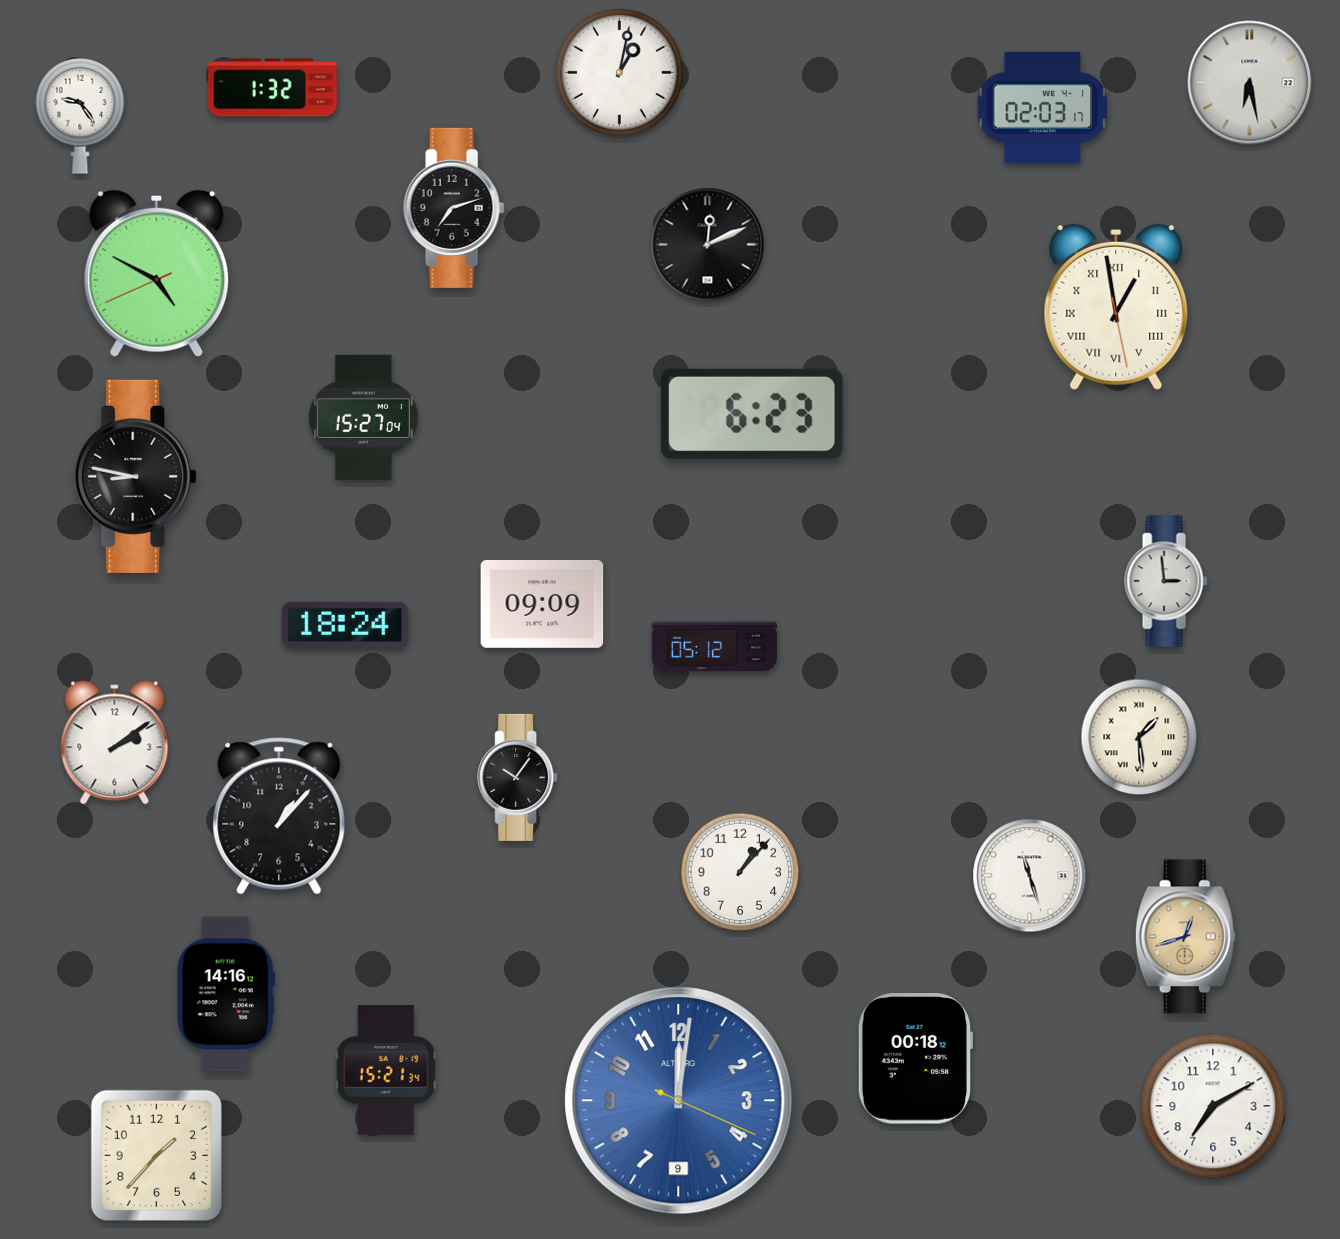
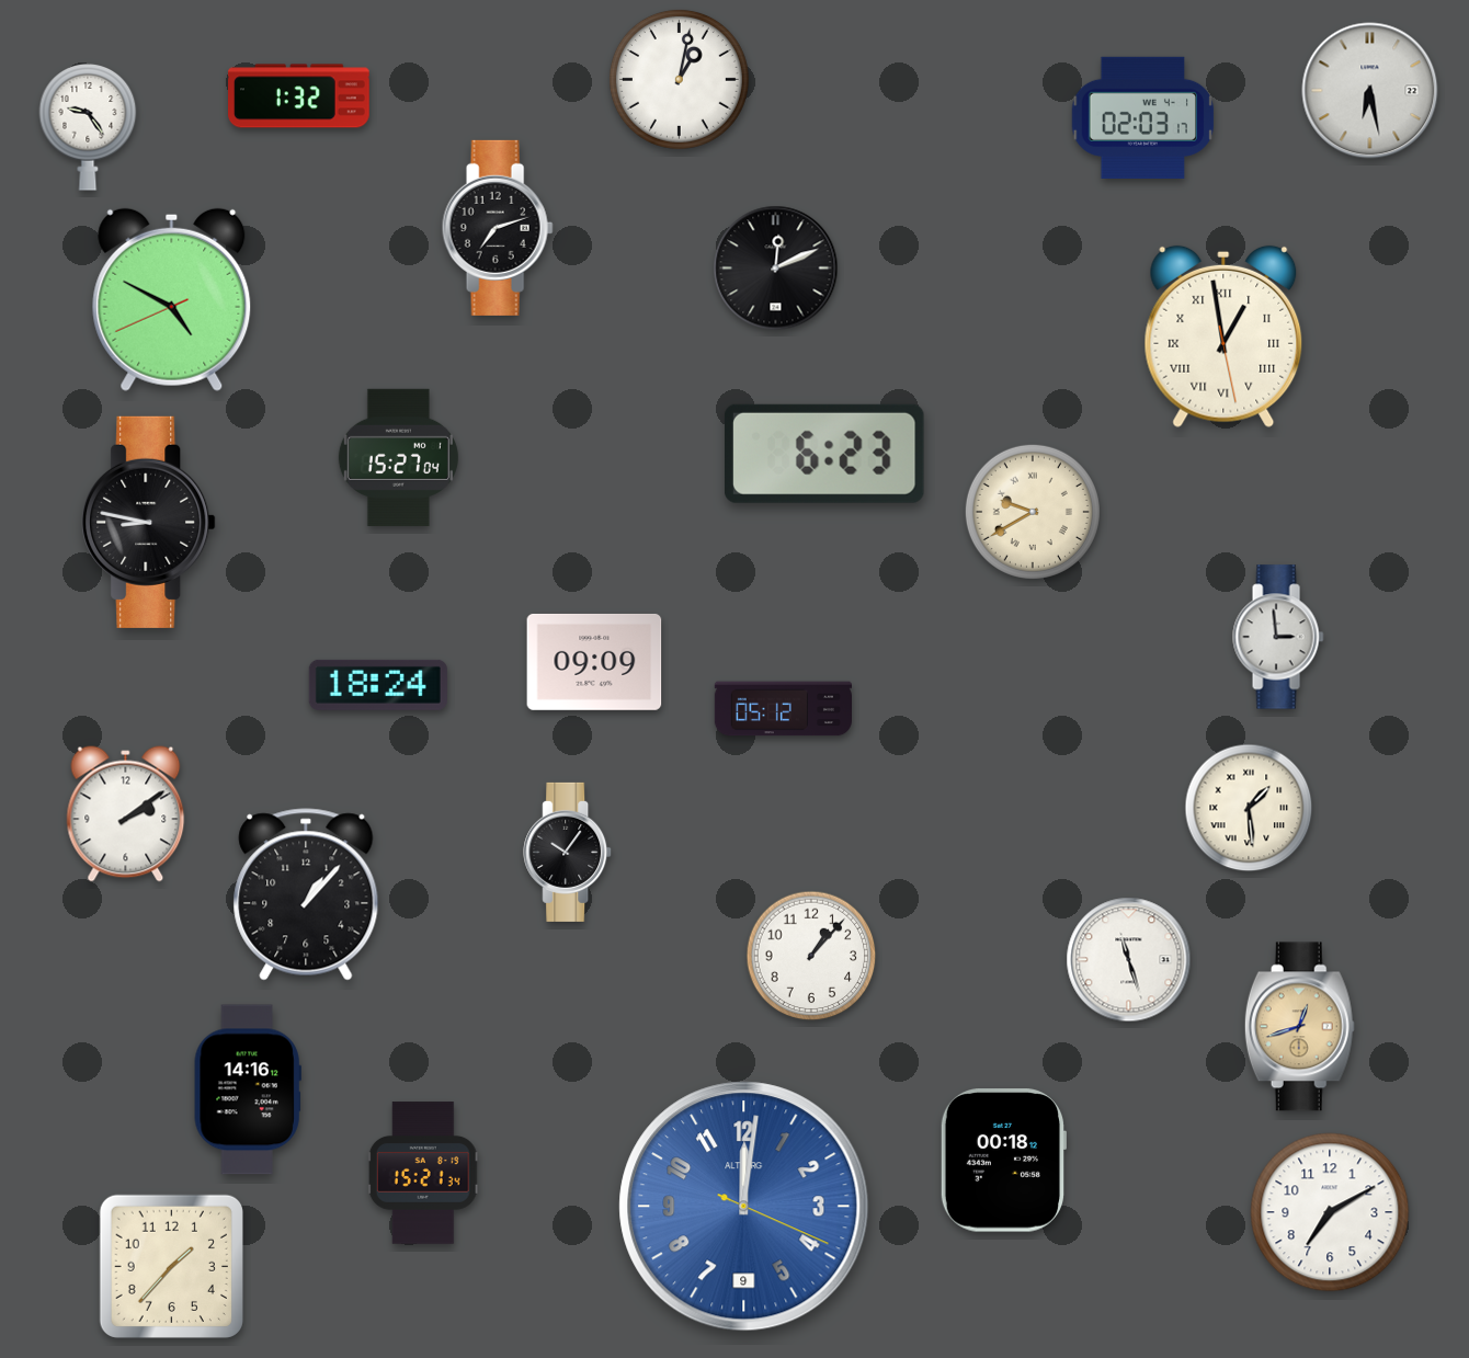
clock at (1033, 512): none -> 9:40
